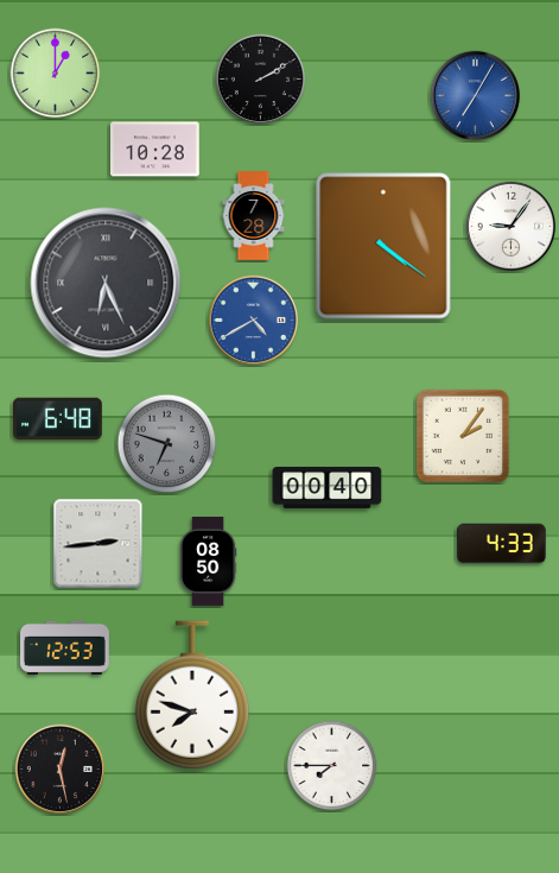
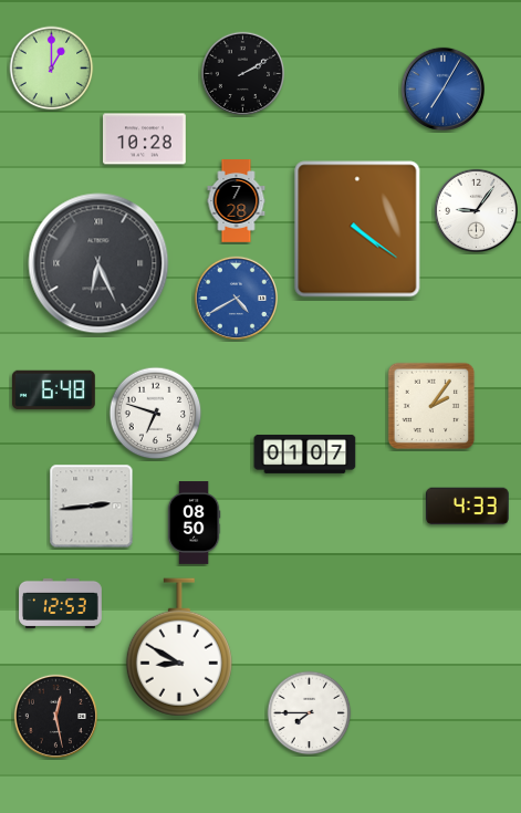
clock at (167, 444) dial: grey -> white
clock at (328, 488): 00:40 -> 01:07
clock at (192, 695): 7:48 -> 8:50
